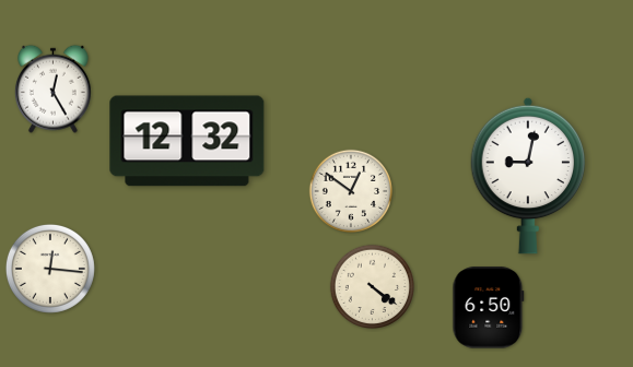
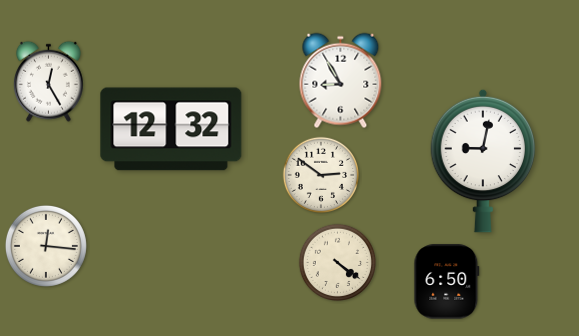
clock at (341, 81): none -> 8:55
clock at (350, 190): 12:51 -> 2:51
clock at (372, 286) position: (372, 286) -> (337, 262)
